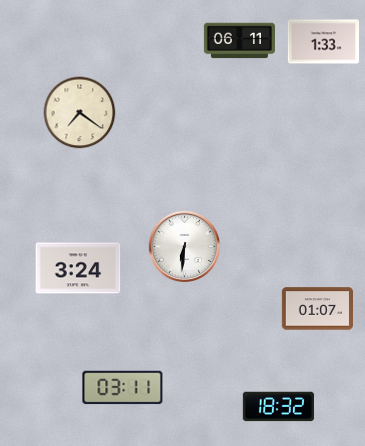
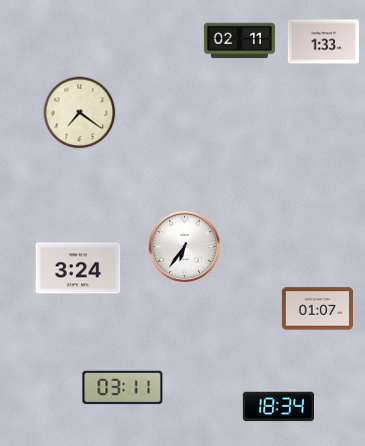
clock at (239, 41): 06:11 -> 02:11
clock at (184, 246): 6:31 -> 6:36
clock at (278, 407): 18:32 -> 18:34
